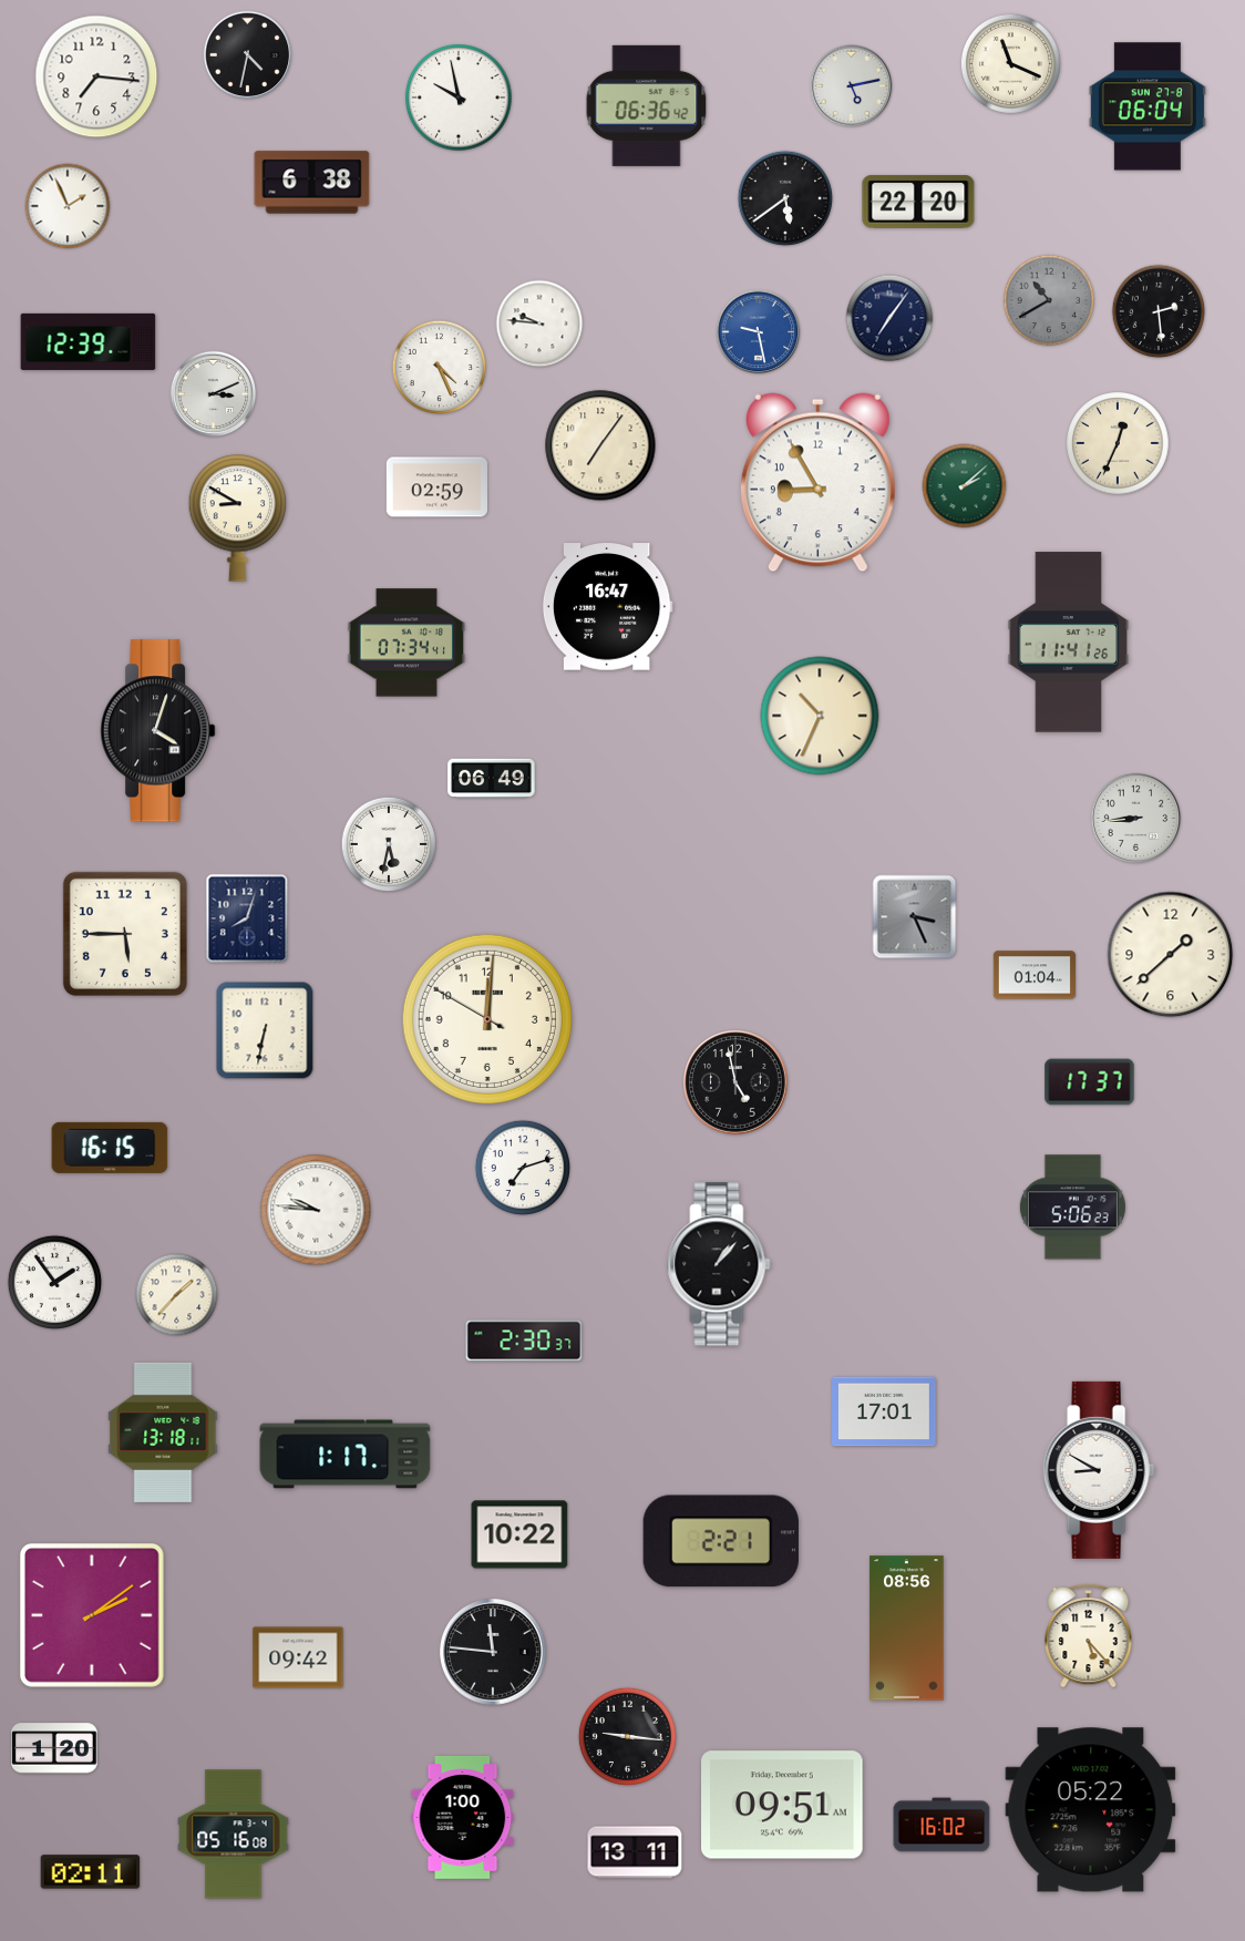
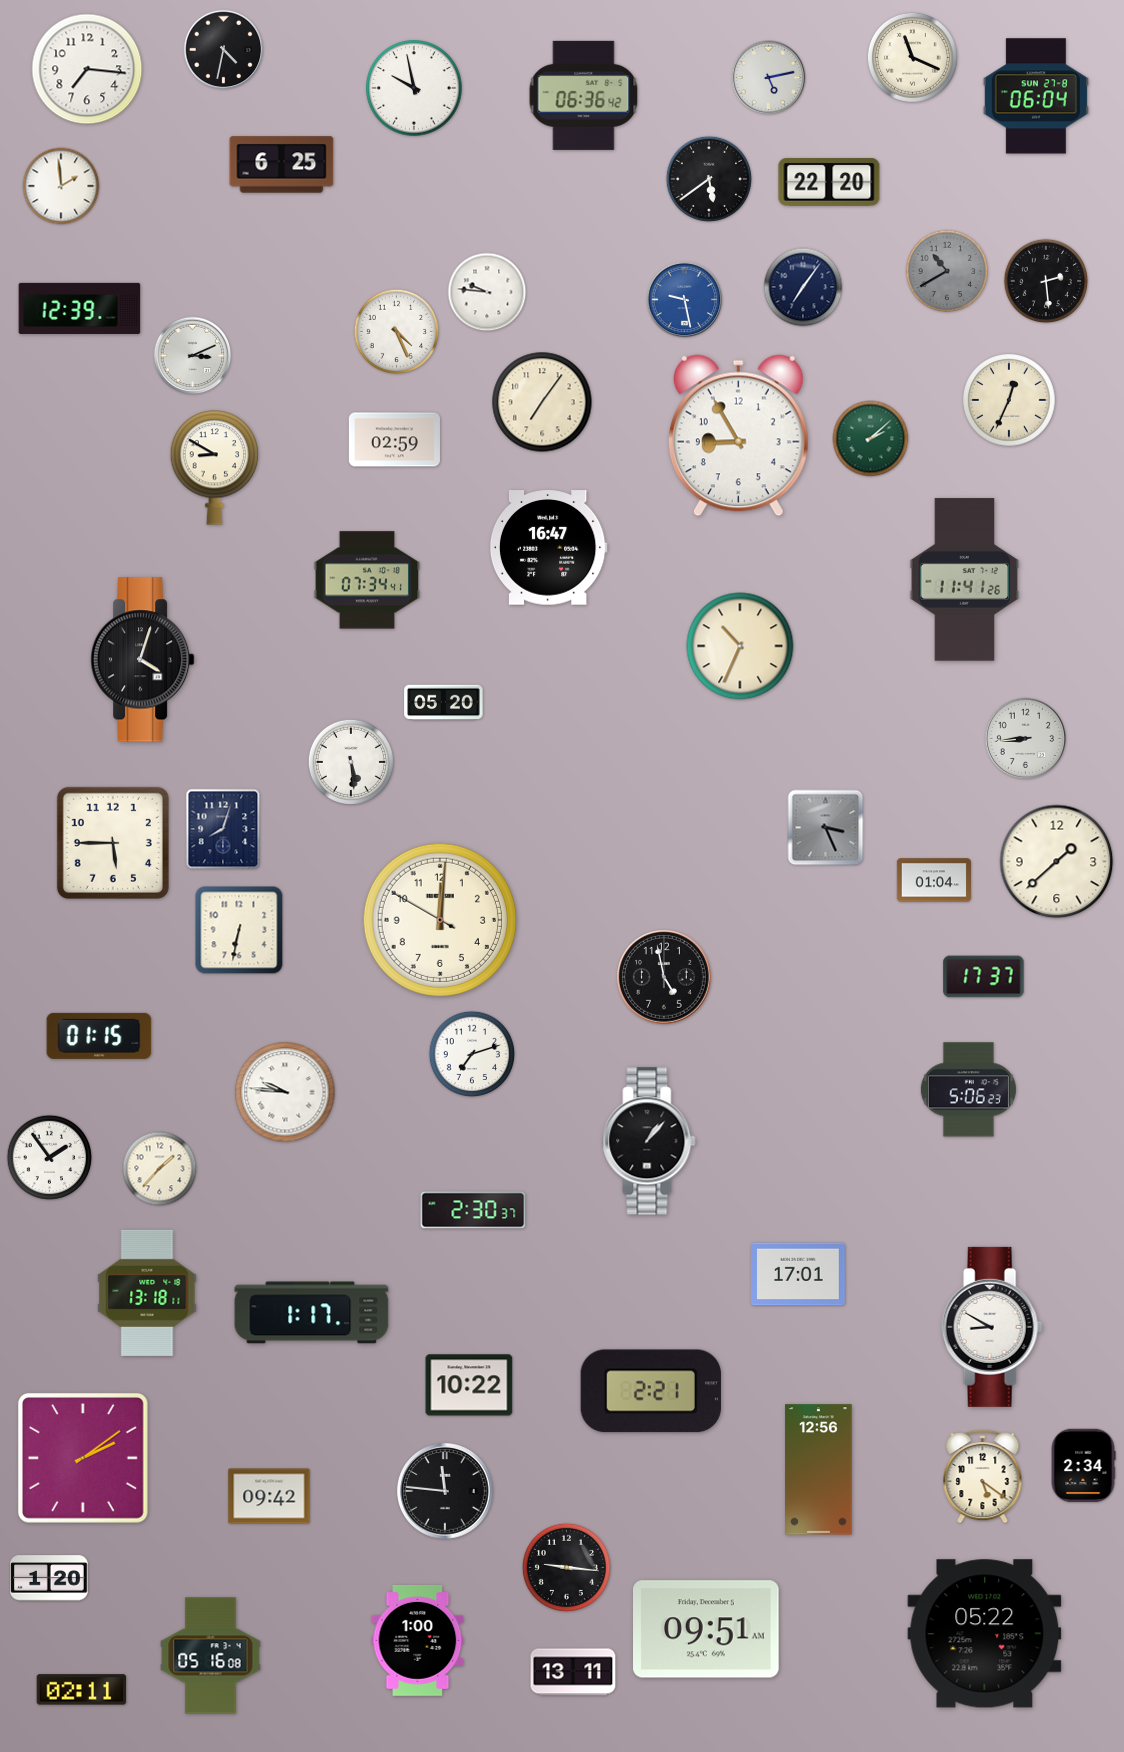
clock at (312, 183): 6:38 -> 6:25
clock at (68, 206): 1:56 -> 1:59
clock at (492, 779): 06:49 -> 05:20
clock at (388, 843): 5:32 -> 5:29
clock at (110, 1148): 16:15 -> 01:15
clock at (1083, 1466): none -> 2:34
clock at (907, 1629): 08:56 -> 12:56
clock at (1089, 1635): 5:23 -> 5:21
clock at (942, 1825): 16:02 -> none
